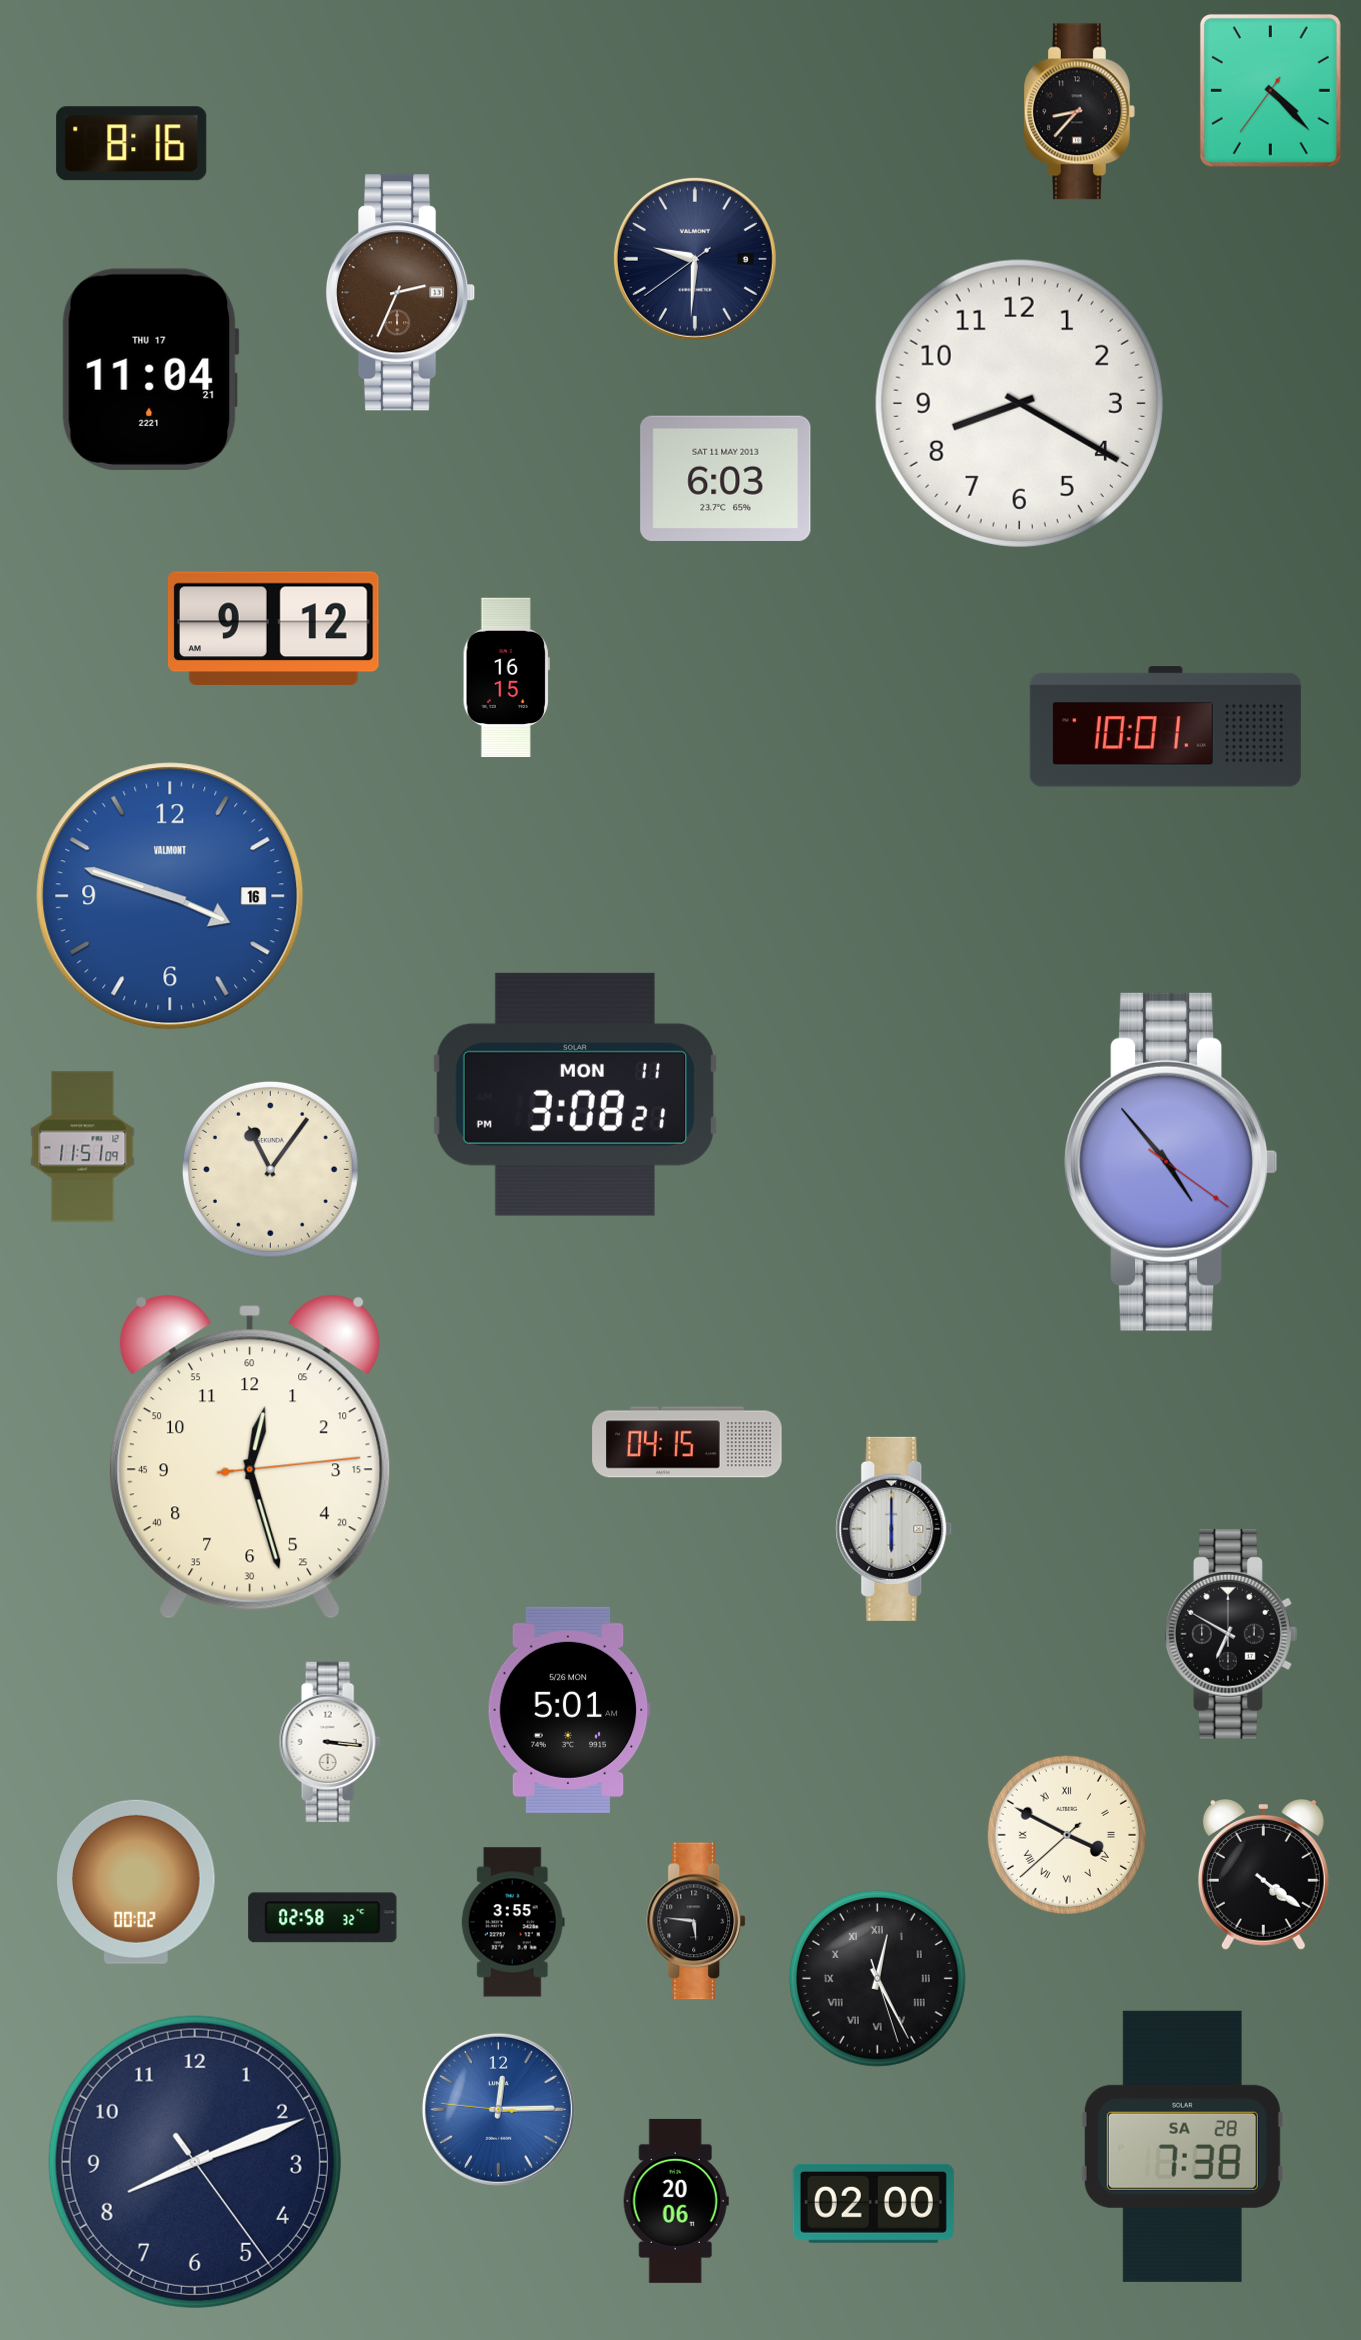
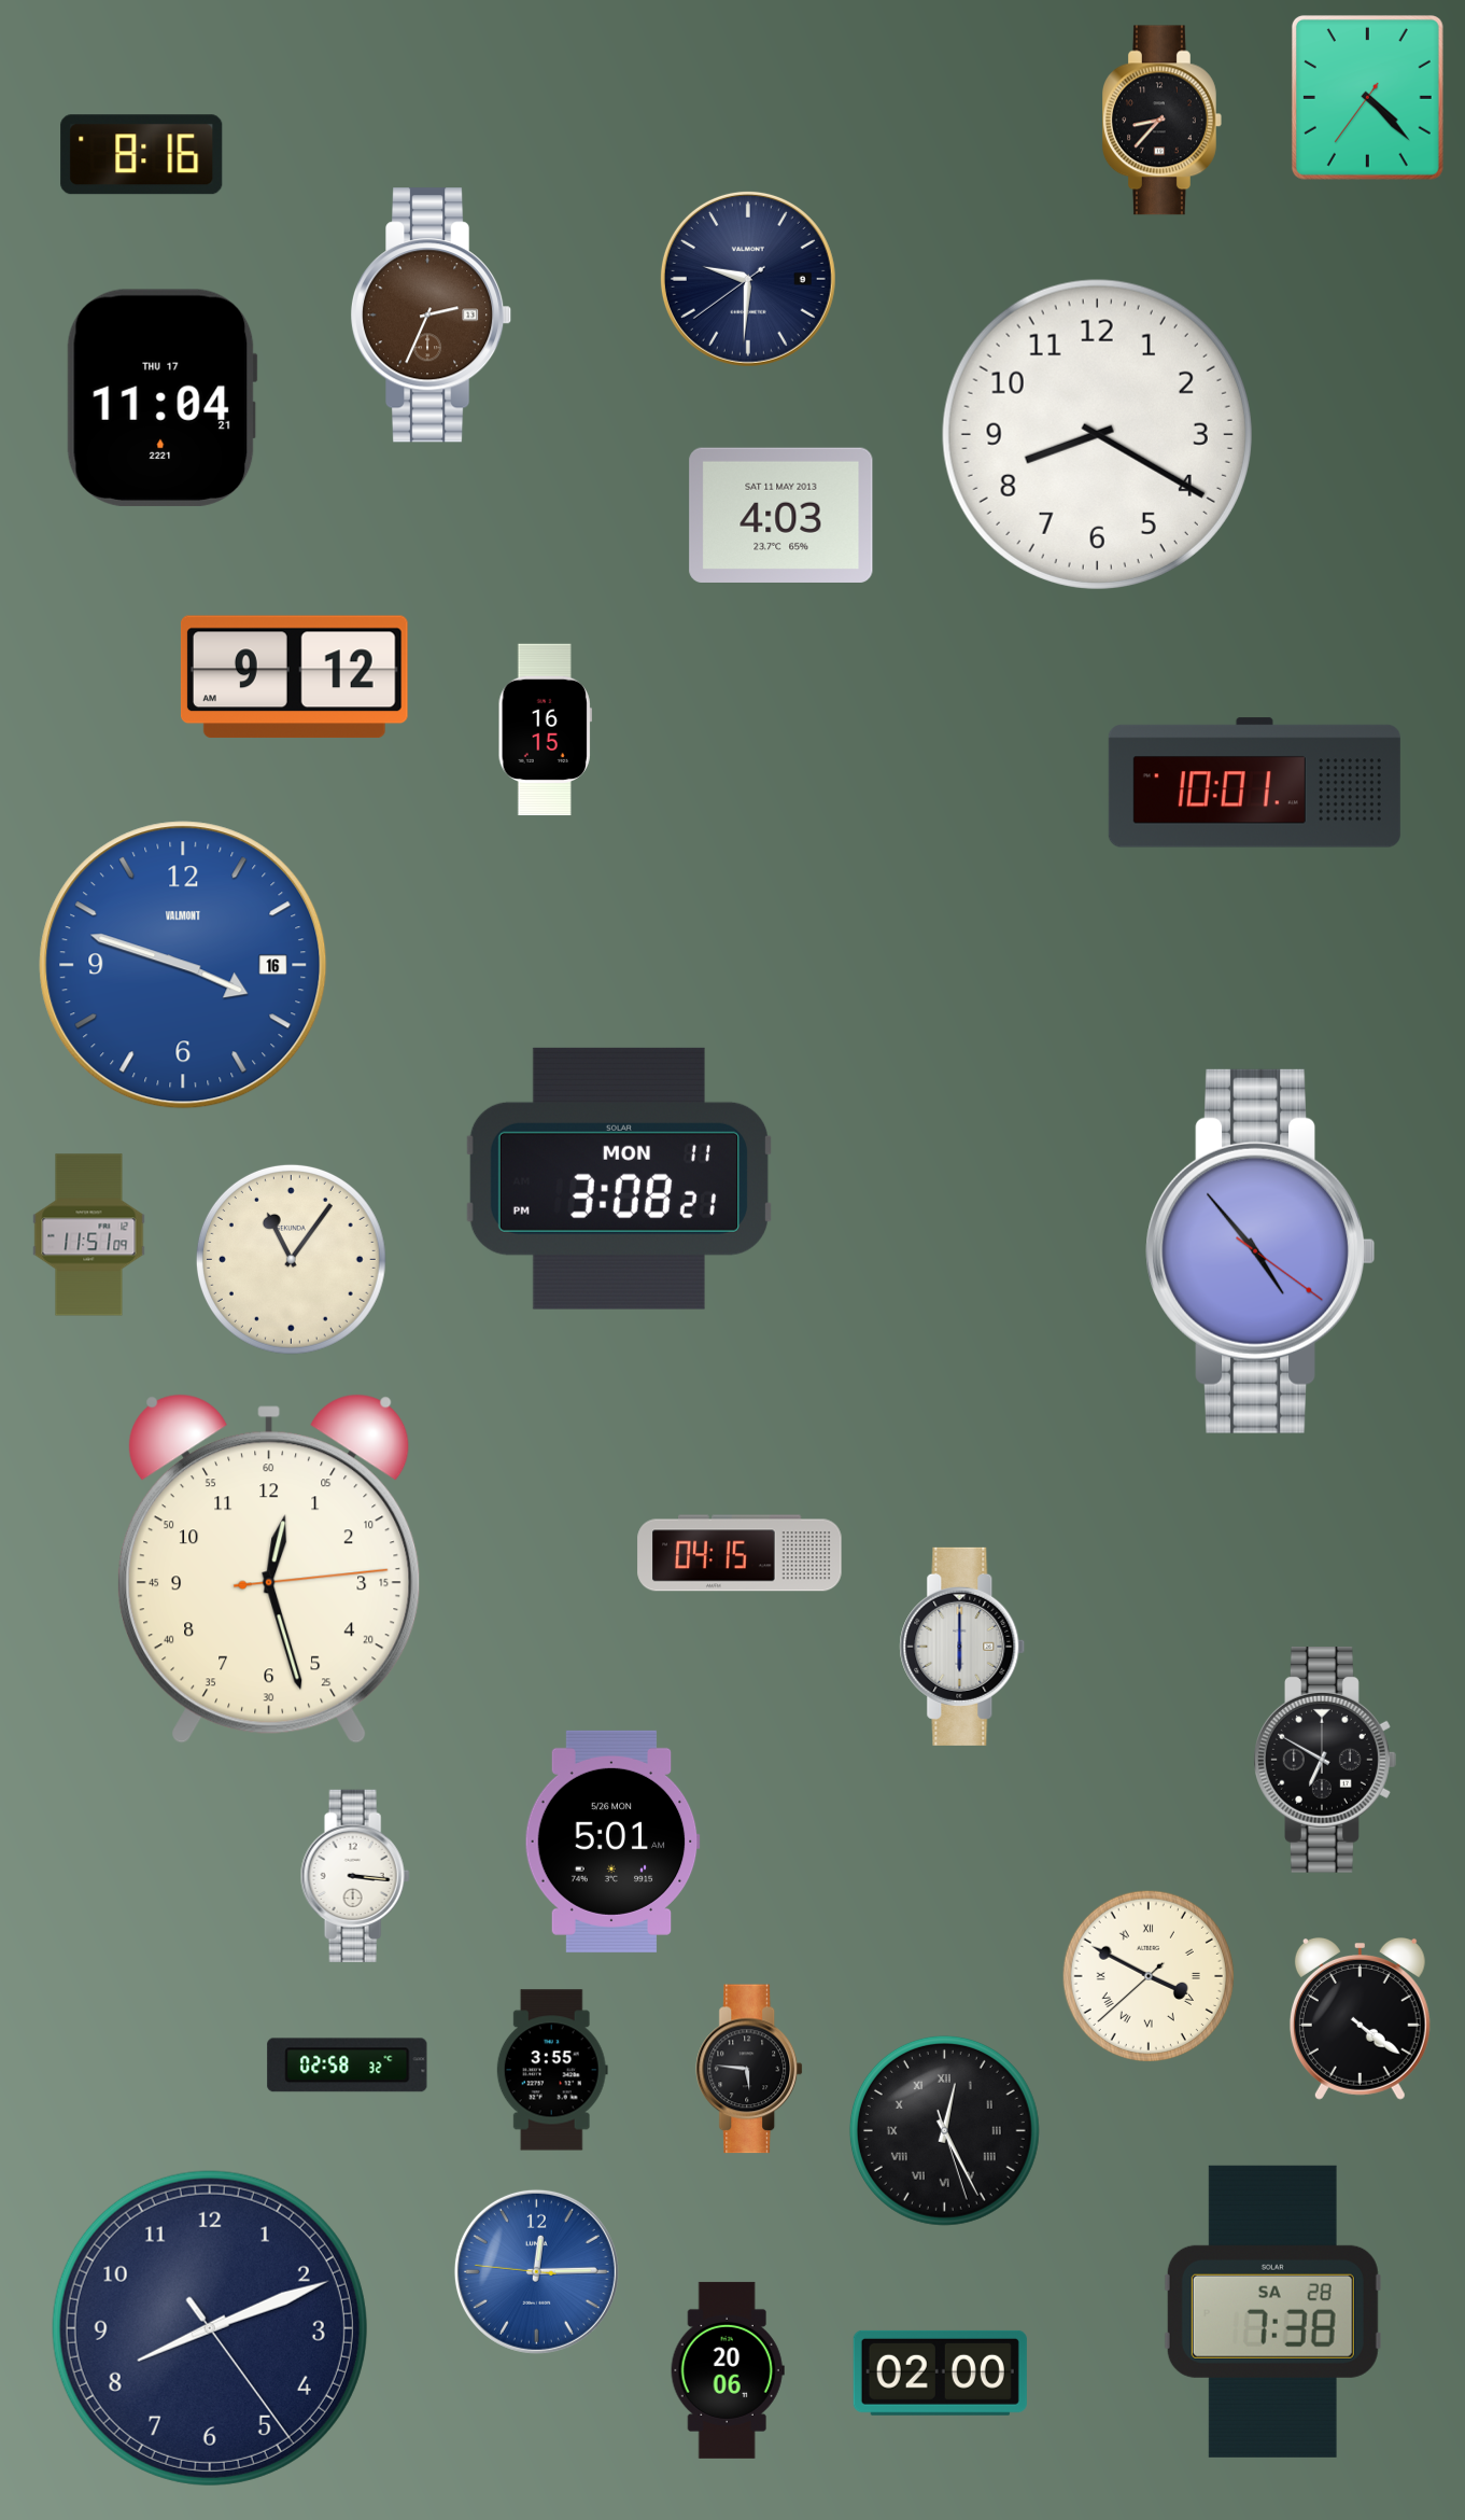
clock at (726, 478): 6:03 -> 4:03
clock at (136, 1882): 00:02 -> none
